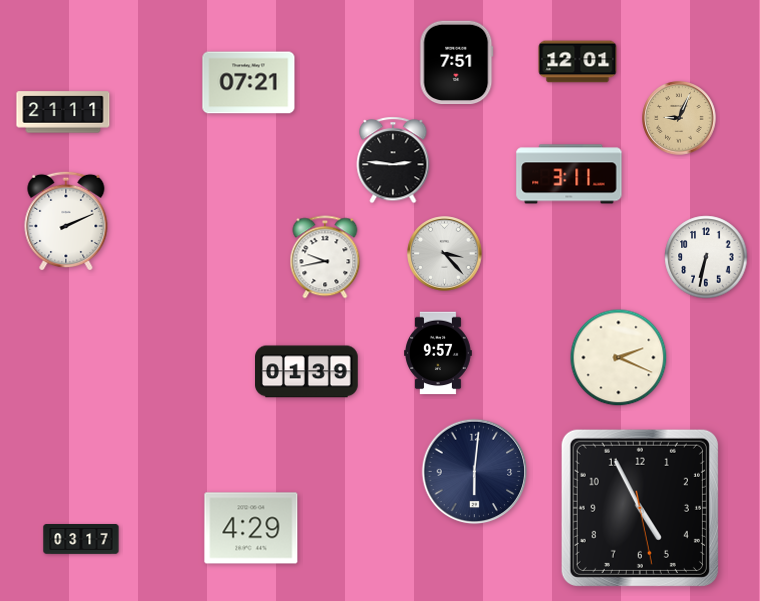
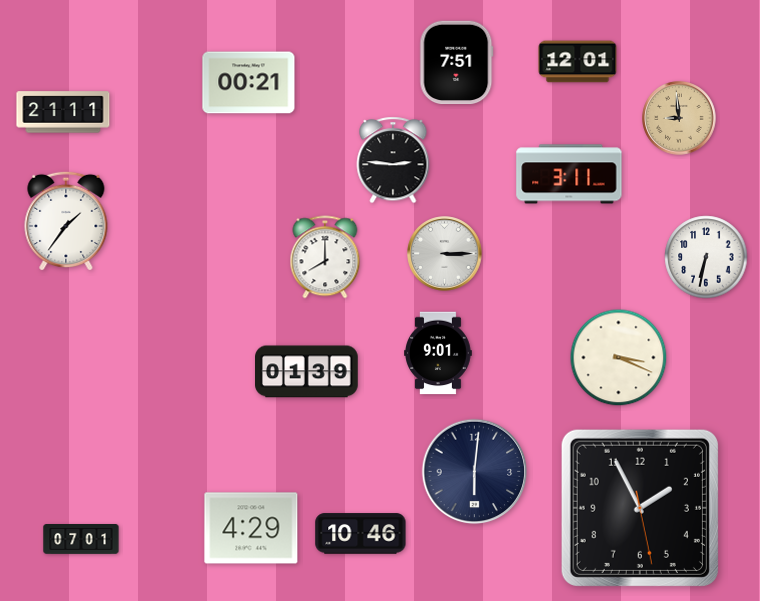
clock at (249, 83): 07:21 -> 00:21
clock at (679, 118): 9:04 -> 8:59
clock at (66, 221): 2:11 -> 1:36
clock at (445, 254): 3:23 -> 3:15
clock at (325, 257): 9:43 -> 8:00
clock at (439, 353): 9:57 -> 9:01
clock at (619, 358): 2:19 -> 3:19
clock at (640, 508): 4:55 -> 1:55
clock at (361, 534): none -> 10:46
clock at (81, 540): 03:17 -> 07:01
